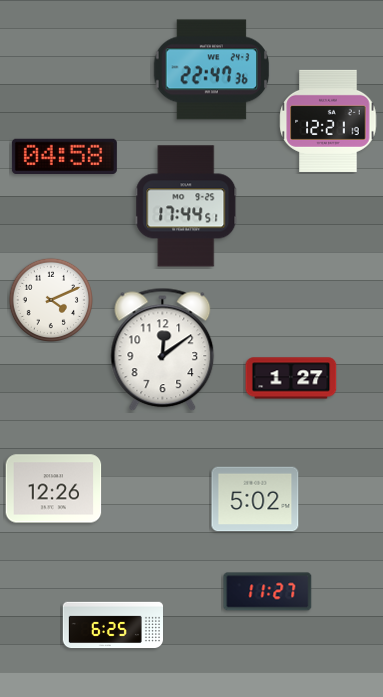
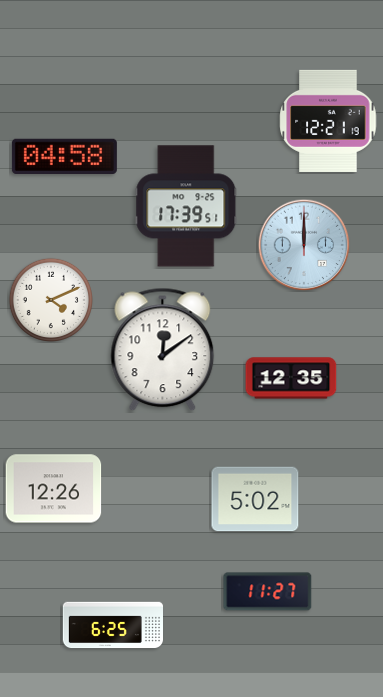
clock at (212, 70): 22:47 -> none
clock at (186, 206): 17:44 -> 17:39
clock at (304, 245): none -> 12:00
clock at (291, 378): 1:27 -> 12:35
